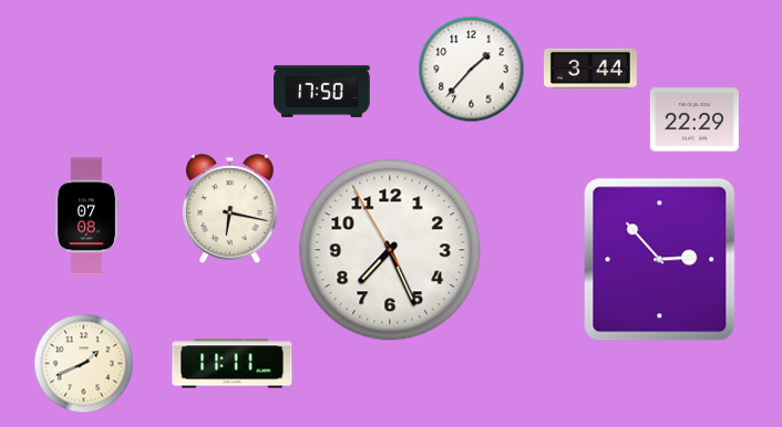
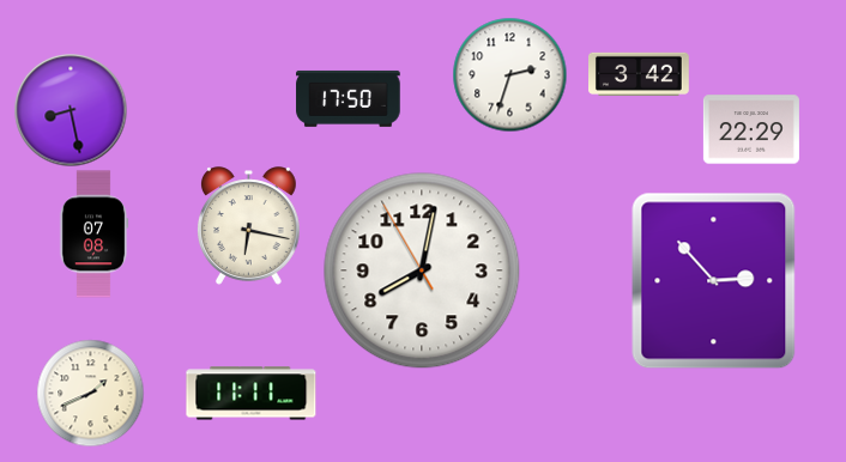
clock at (591, 67): 3:44 -> 3:42
clock at (471, 69): 1:37 -> 2:33
clock at (71, 110): none -> 8:28
clock at (390, 250): 7:25 -> 8:01
